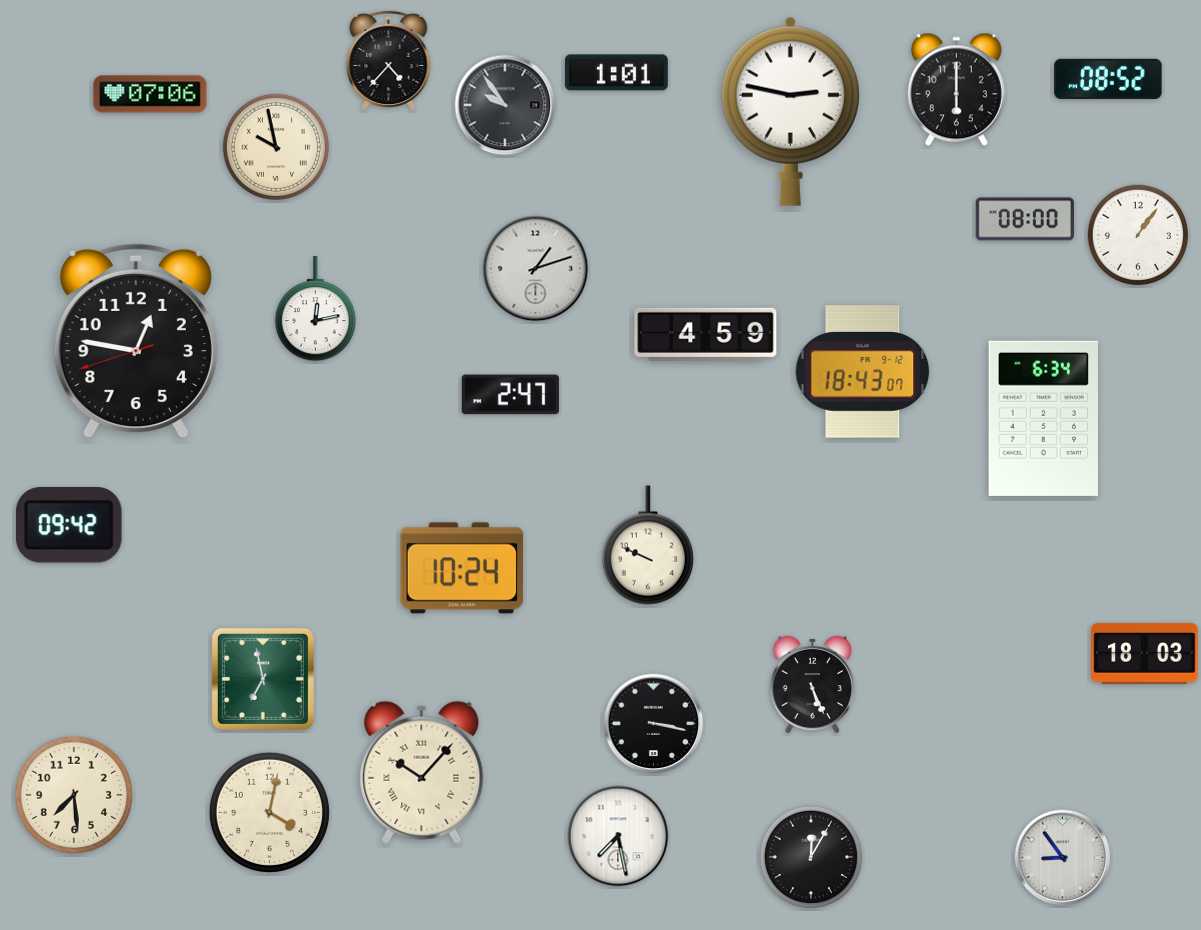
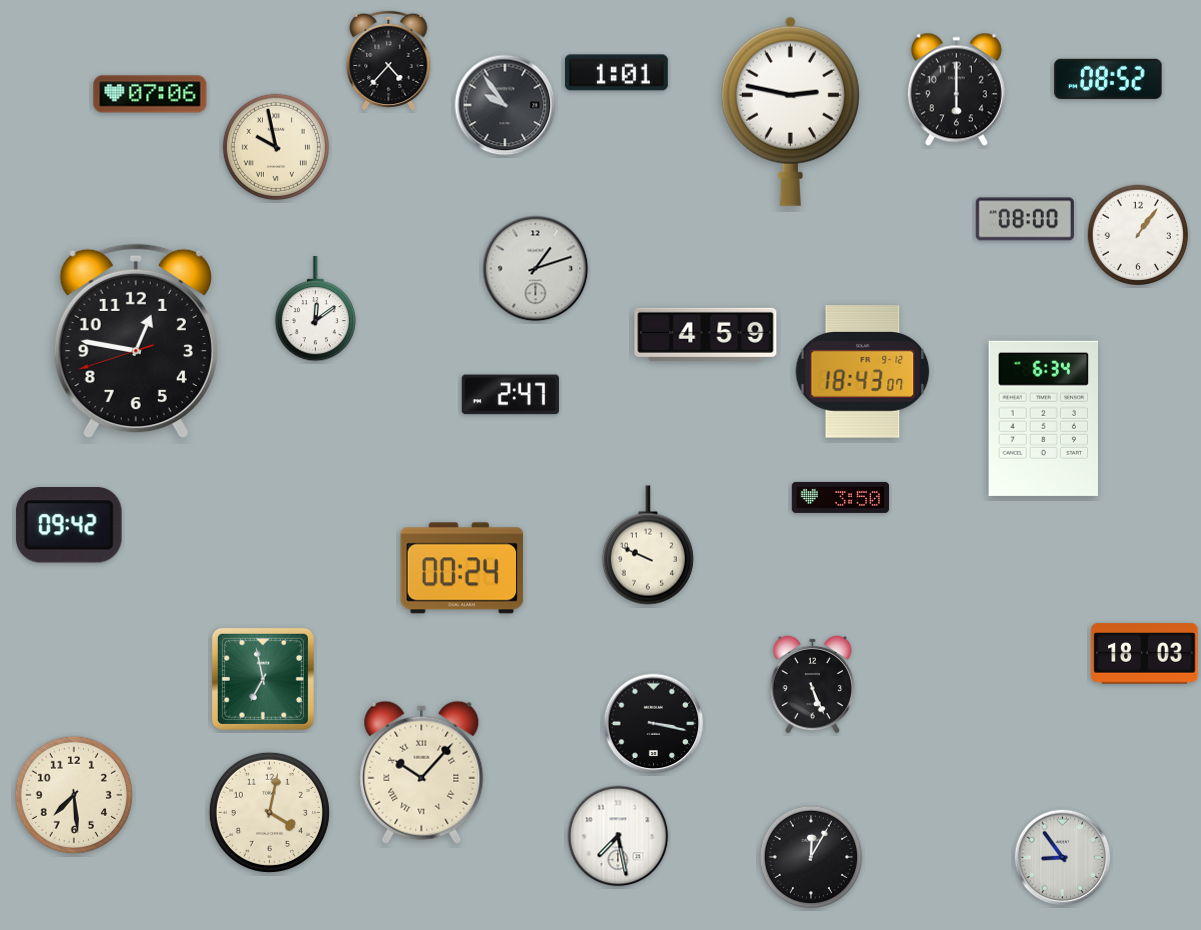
clock at (315, 309): 12:13 -> 12:09
clock at (841, 497): none -> 3:50
clock at (462, 568): 10:24 -> 00:24
